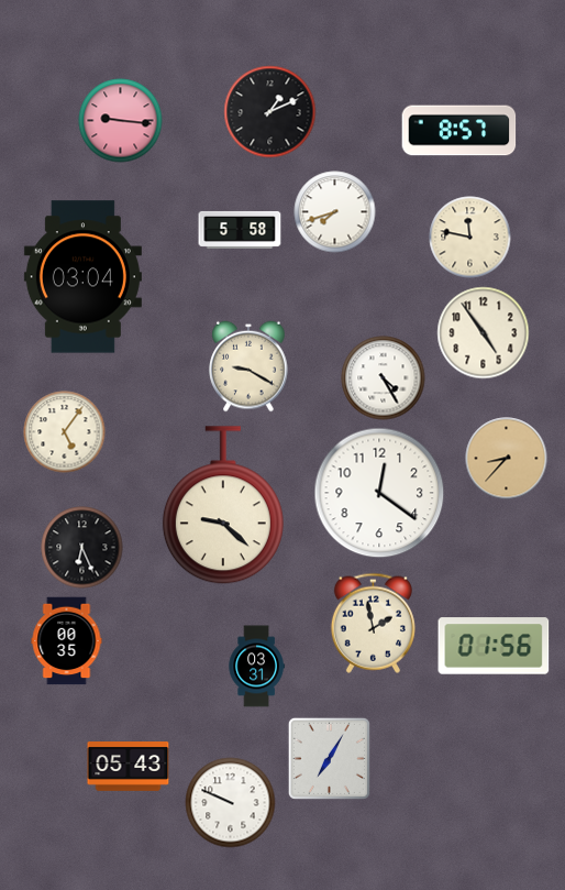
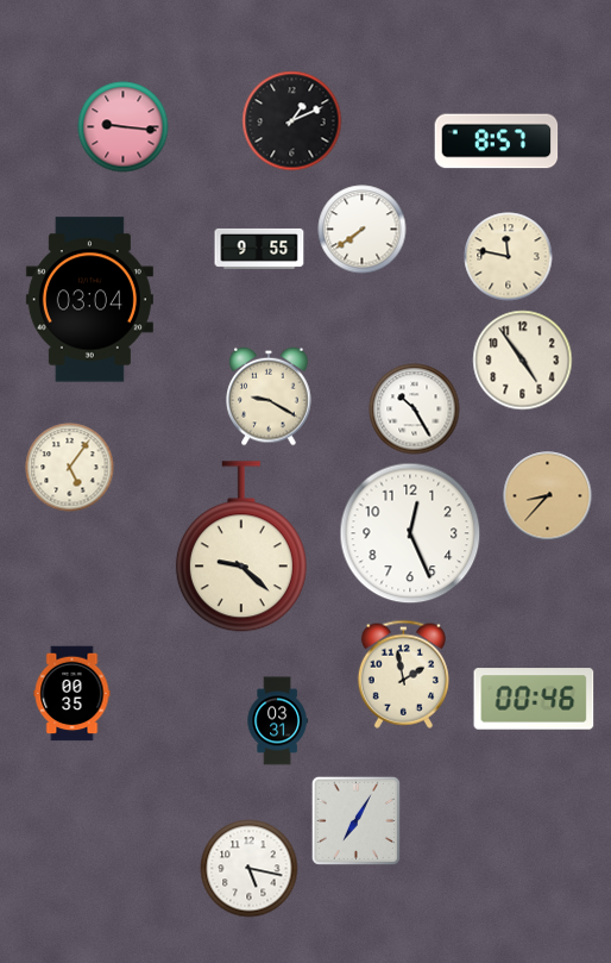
clock at (121, 121) position: (121, 121) -> (124, 127)
clock at (335, 212): 7:42 -> 7:39
clock at (240, 230): 5:58 -> 9:55
clock at (384, 378): 4:25 -> 10:25
clock at (379, 493): 12:21 -> 12:26
clock at (82, 548): 6:26 -> none
clock at (494, 646): 01:56 -> 00:46
clock at (129, 767): 05:43 -> none
clock at (231, 803): 9:49 -> 5:17
